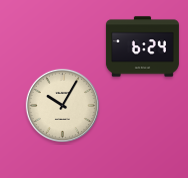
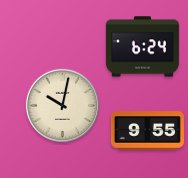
clock at (62, 105): 10:05 -> 10:02
clock at (147, 131): none -> 9:55
